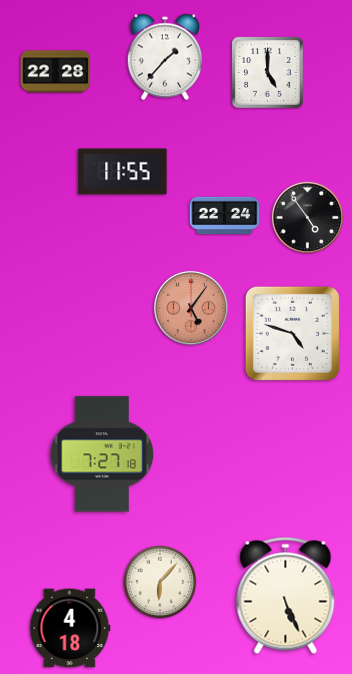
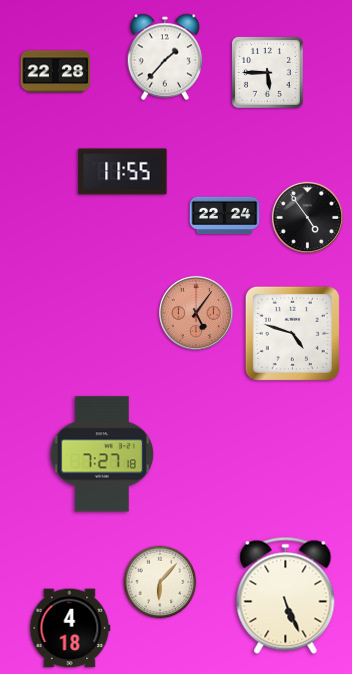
clock at (267, 72): 5:00 -> 5:45
clock at (191, 308) position: (191, 308) -> (196, 313)
